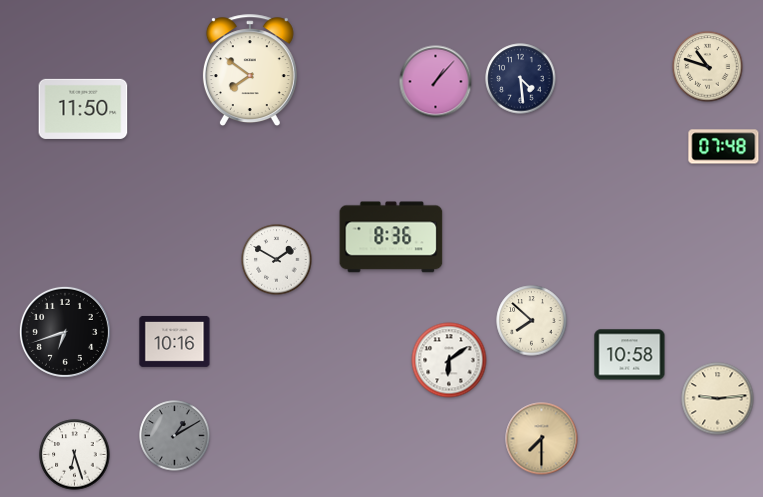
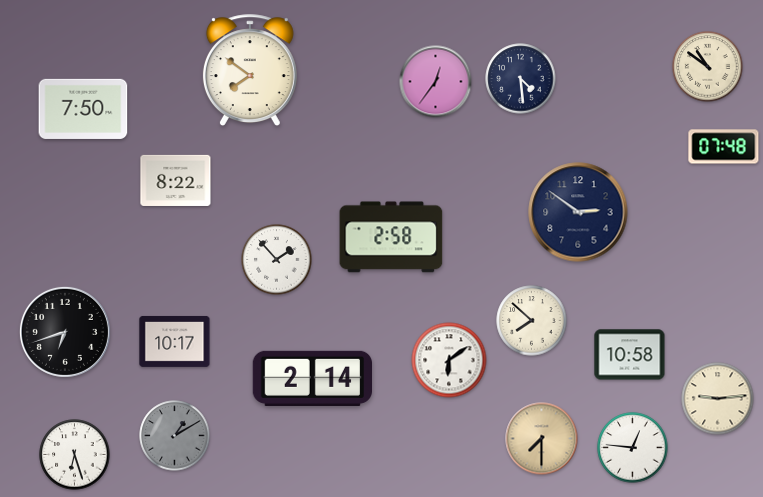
clock at (708, 67): 10:48 -> 10:51
clock at (436, 82): 1:07 -> 12:36
clock at (83, 109): 11:50 -> 7:50
clock at (176, 180): none -> 8:22
clock at (578, 212): none -> 2:51
clock at (391, 237): 8:36 -> 2:58
clock at (277, 260): 1:50 -> 1:53
clock at (175, 341): 10:16 -> 10:17
clock at (312, 378): none -> 2:14
clock at (633, 448): none -> 12:46
